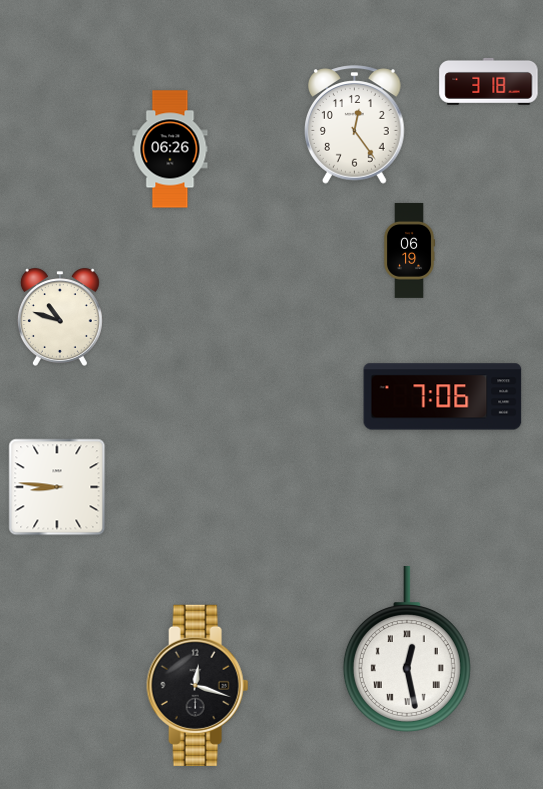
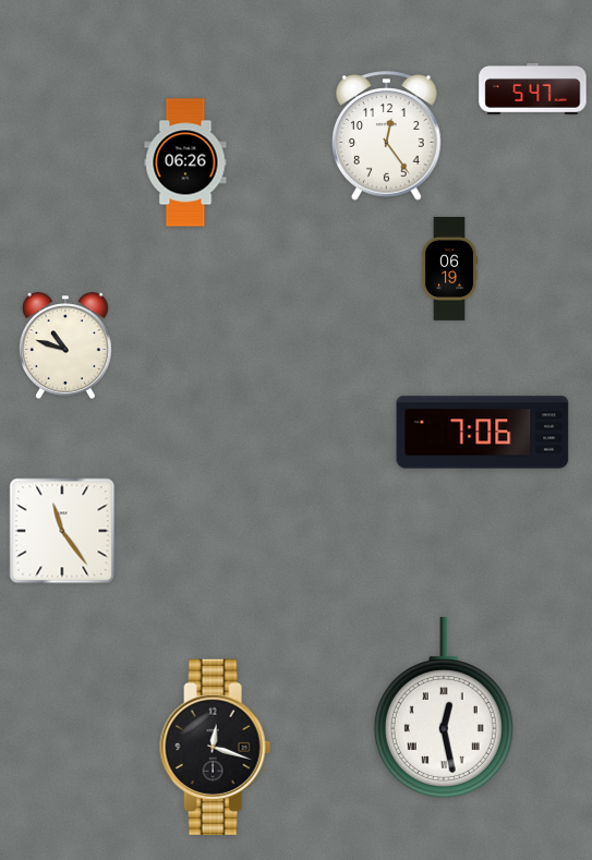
clock at (489, 81): 3:18 -> 5:47
clock at (409, 250) position: (409, 250) -> (449, 268)
clock at (57, 487): 8:46 -> 11:24
